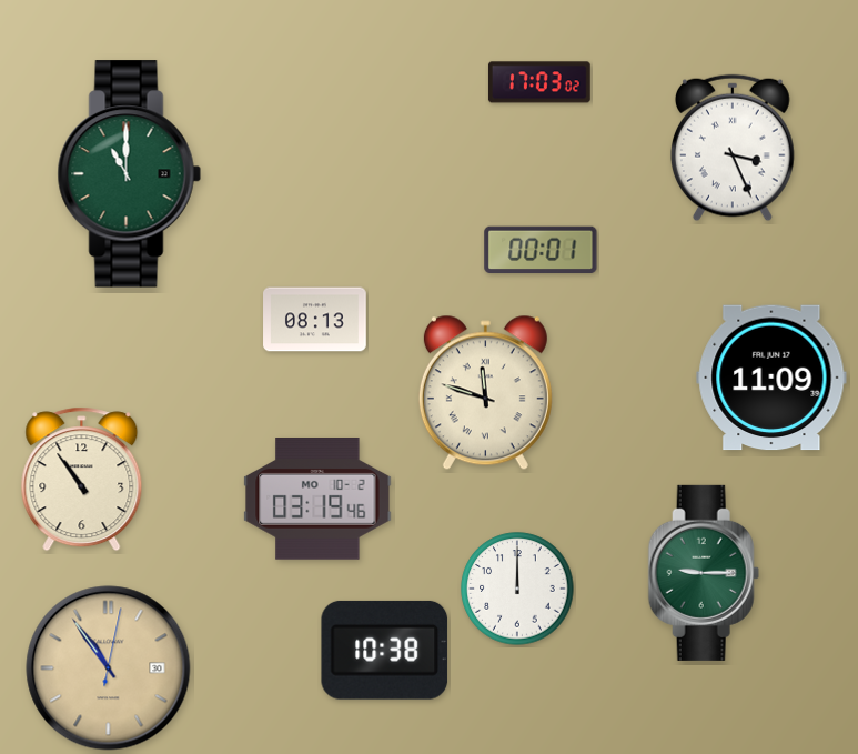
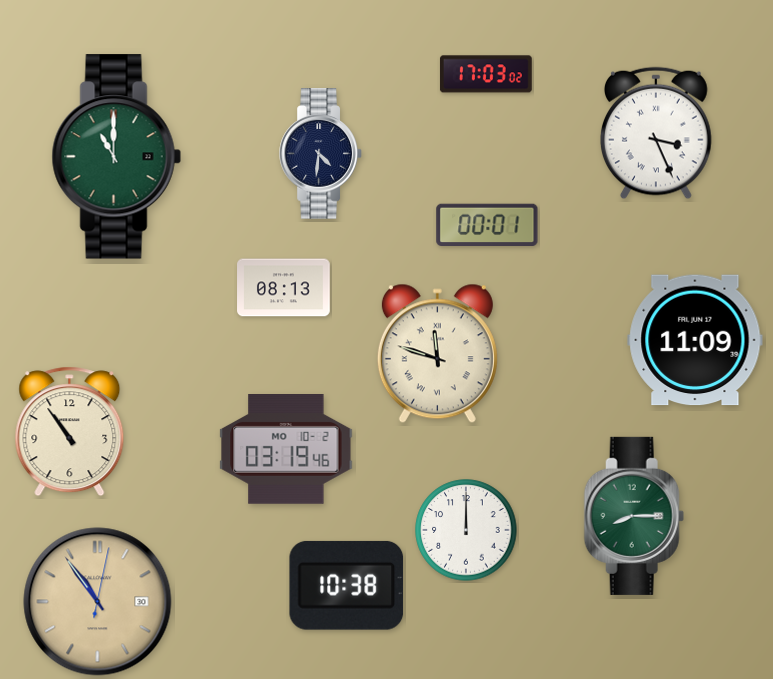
clock at (734, 148) position: (734, 148) -> (657, 133)
clock at (321, 154): none -> 4:31
clock at (82, 480) position: (82, 480) -> (70, 432)
clock at (704, 573): 9:15 -> 8:15
